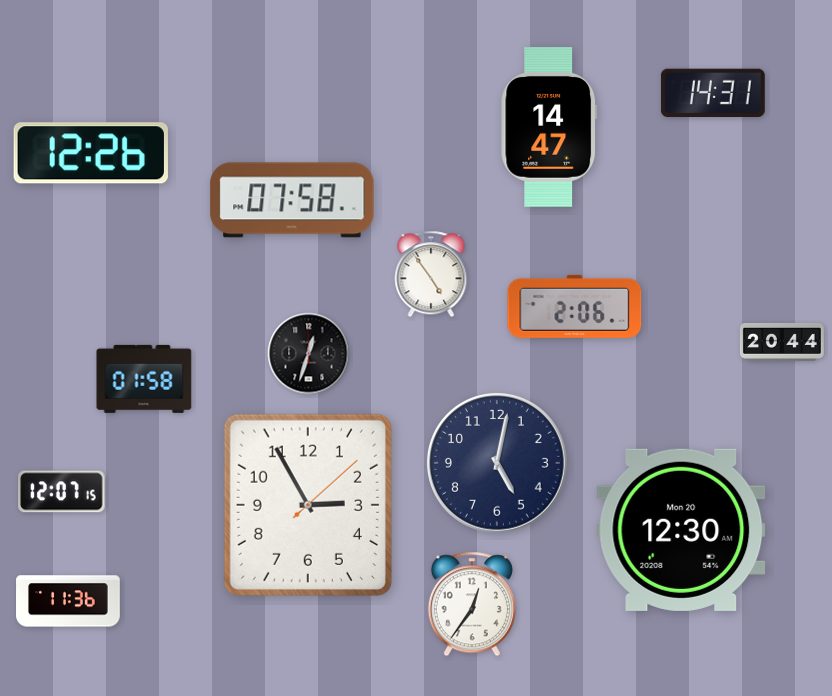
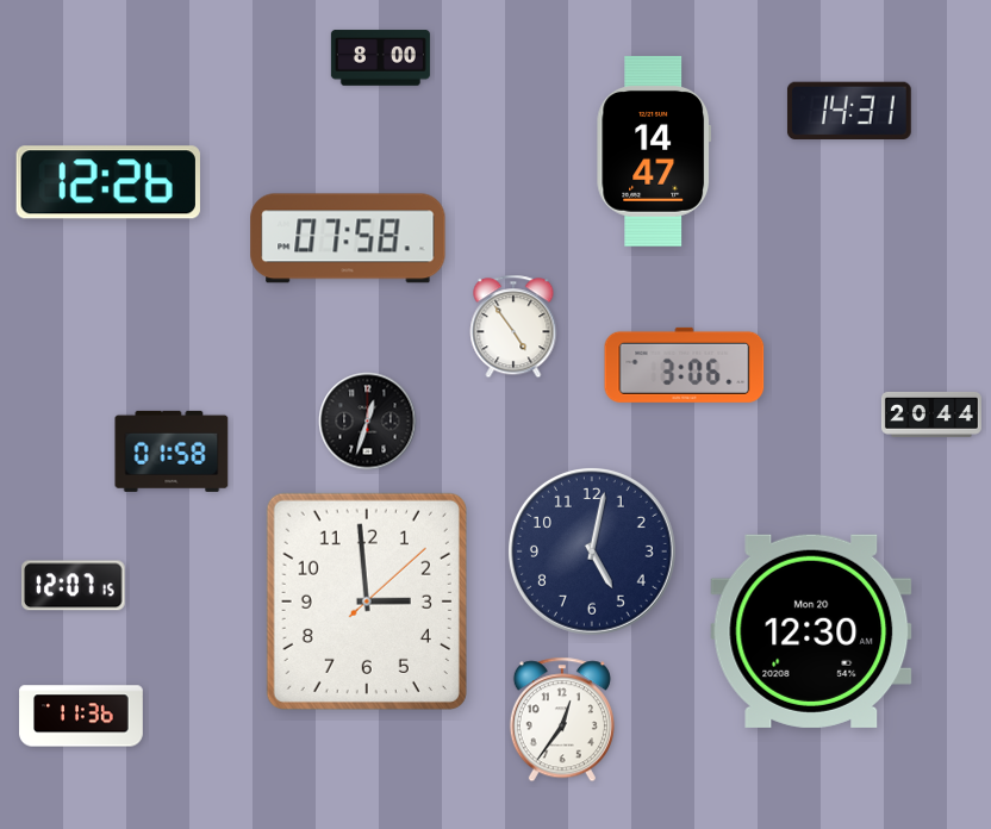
clock at (380, 58): none -> 8:00
clock at (575, 306): 2:06 -> 3:06
clock at (782, 342) position: (782, 342) -> (931, 414)
clock at (308, 505): 2:55 -> 2:59
